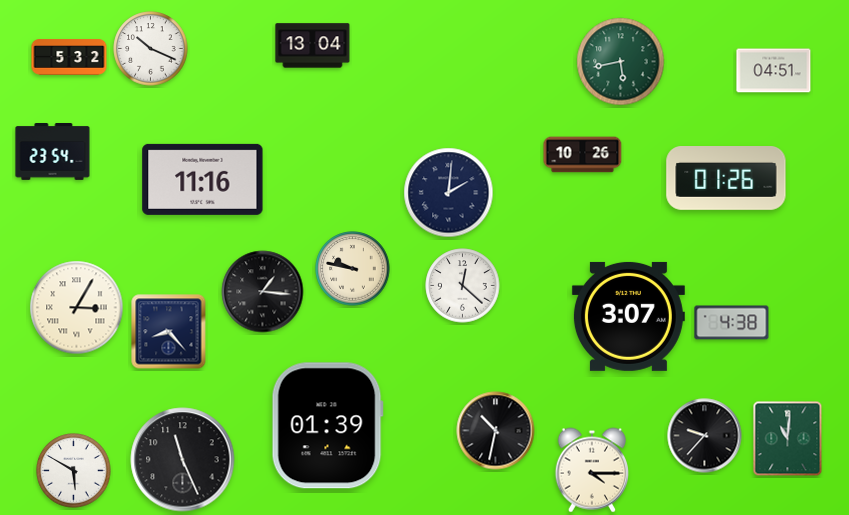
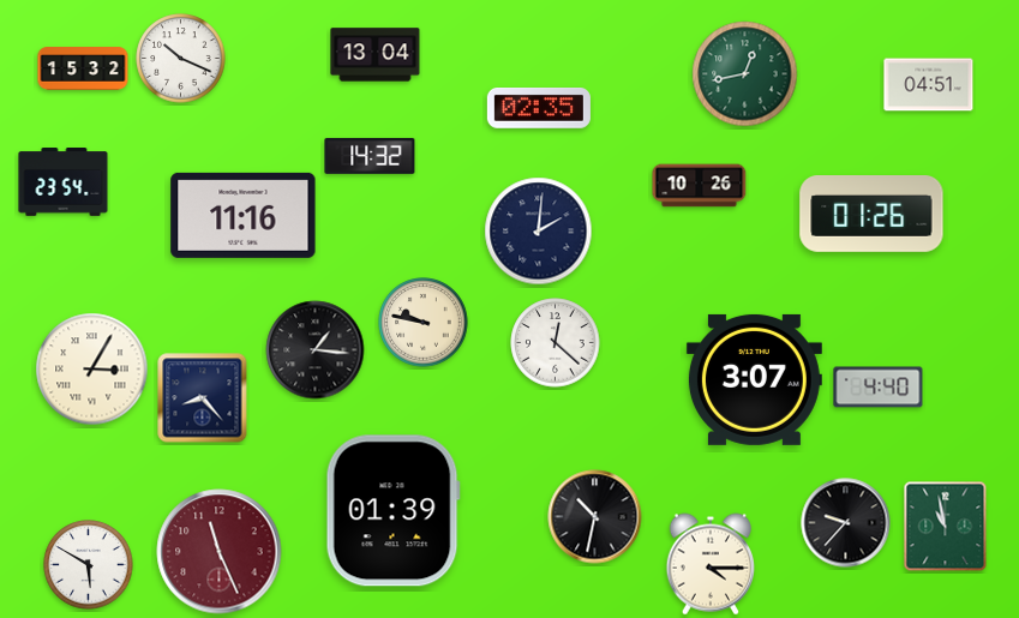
clock at (69, 57): 5:32 -> 15:32
clock at (621, 62): 5:43 -> 12:43
clock at (539, 109): none -> 02:35
clock at (370, 156): none -> 14:32
clock at (732, 323): 4:38 -> 4:40
clock at (788, 439): 11:01 -> 10:58
clock at (183, 460) dial: black -> burgundy
